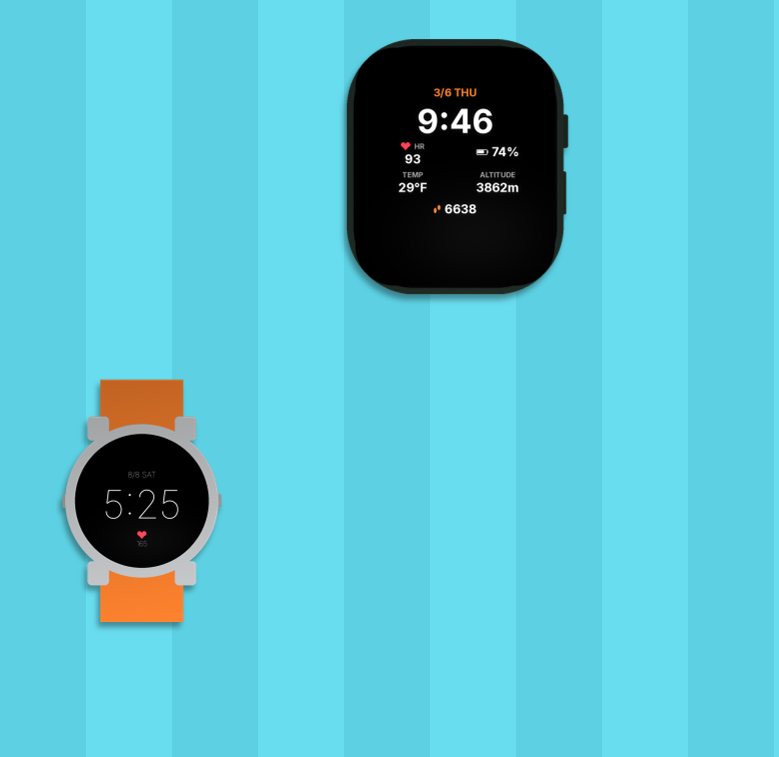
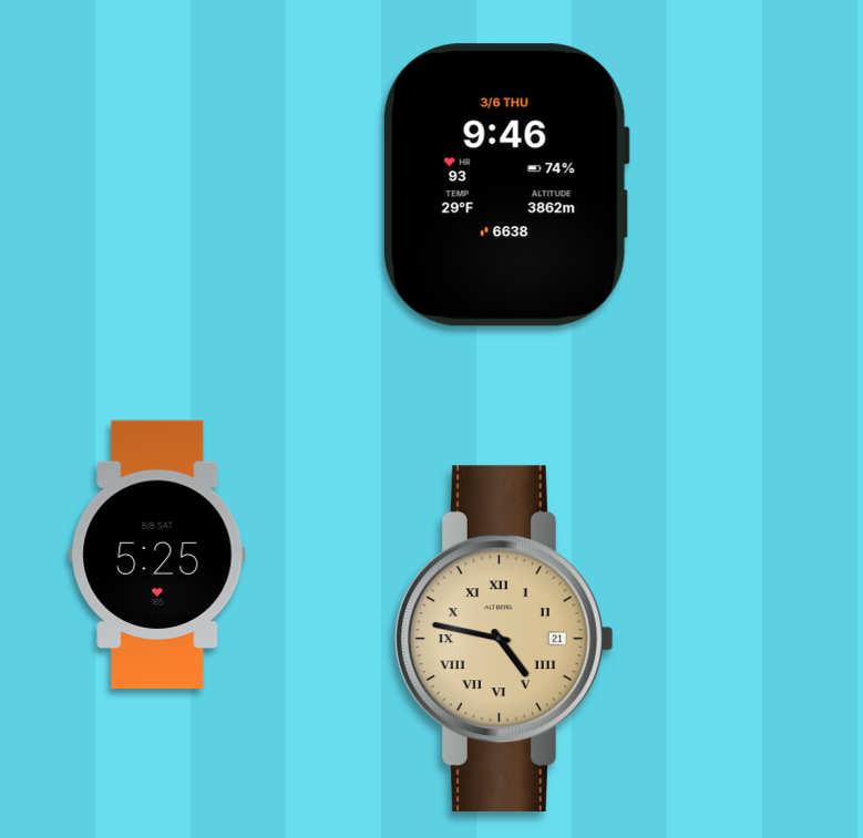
clock at (505, 639): none -> 4:47
